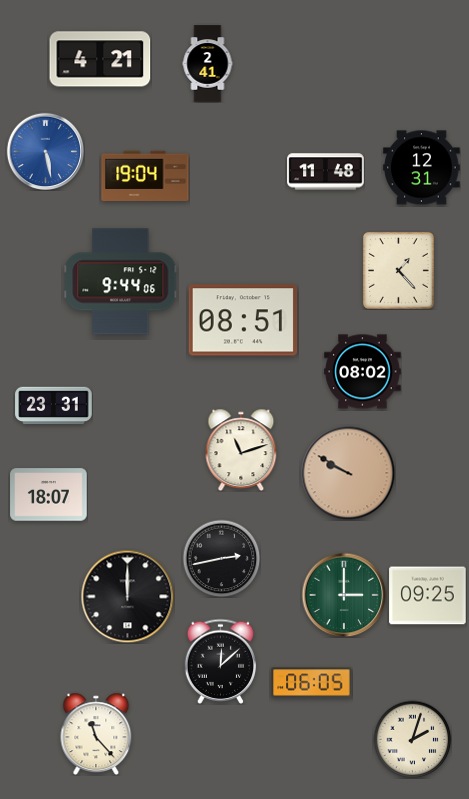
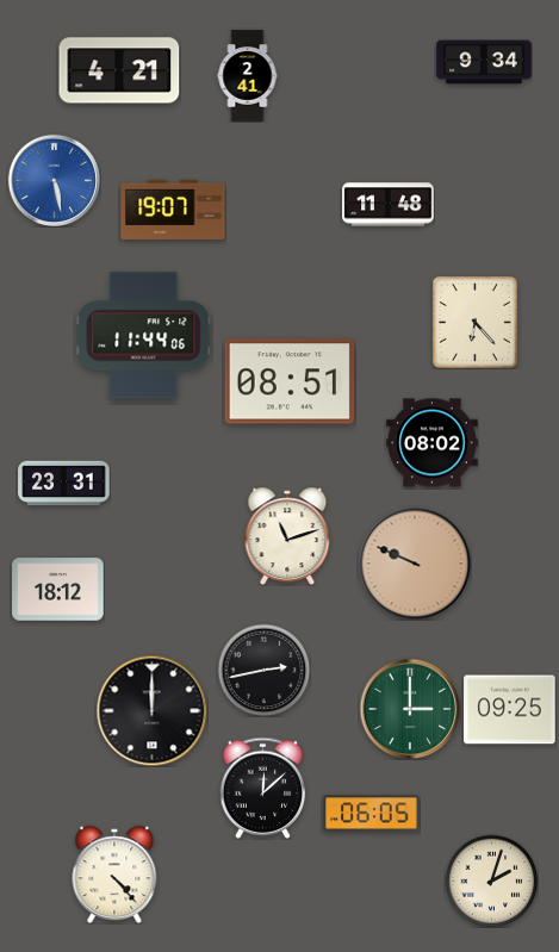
clock at (484, 62): none -> 9:34
clock at (422, 168): 12:31 -> none
clock at (145, 176): 19:04 -> 19:07
clock at (398, 270): 1:23 -> 6:23
clock at (121, 282): 9:44 -> 11:44
clock at (348, 473): 9:50 -> 9:49
clock at (49, 495): 18:07 -> 18:12
clock at (221, 558) position: (221, 558) -> (263, 670)
clock at (96, 734): 11:23 -> 4:23
